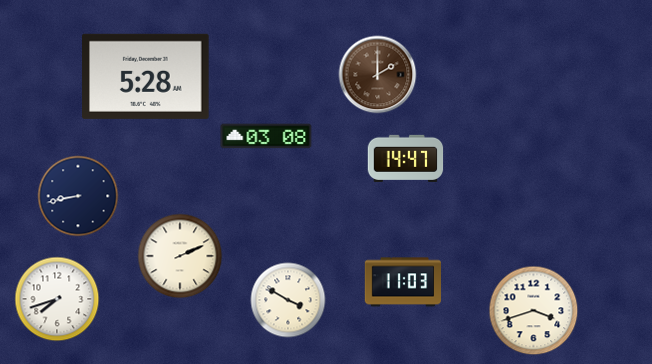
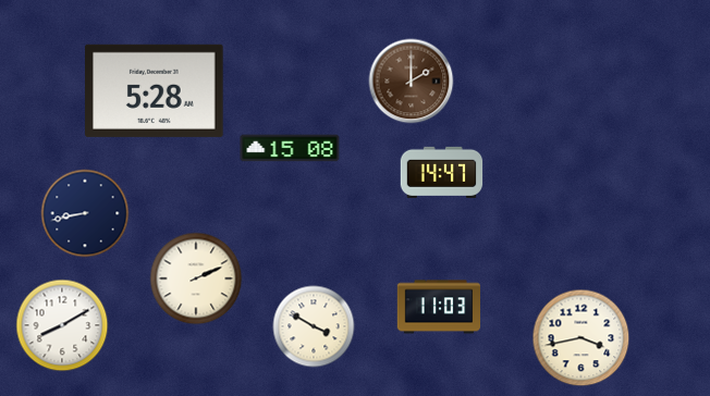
clock at (146, 76) position: (146, 76) -> (155, 90)
clock at (266, 136): 03:08 -> 15:08
clock at (57, 299): 7:42 -> 8:10
clock at (534, 311): 3:42 -> 3:43
